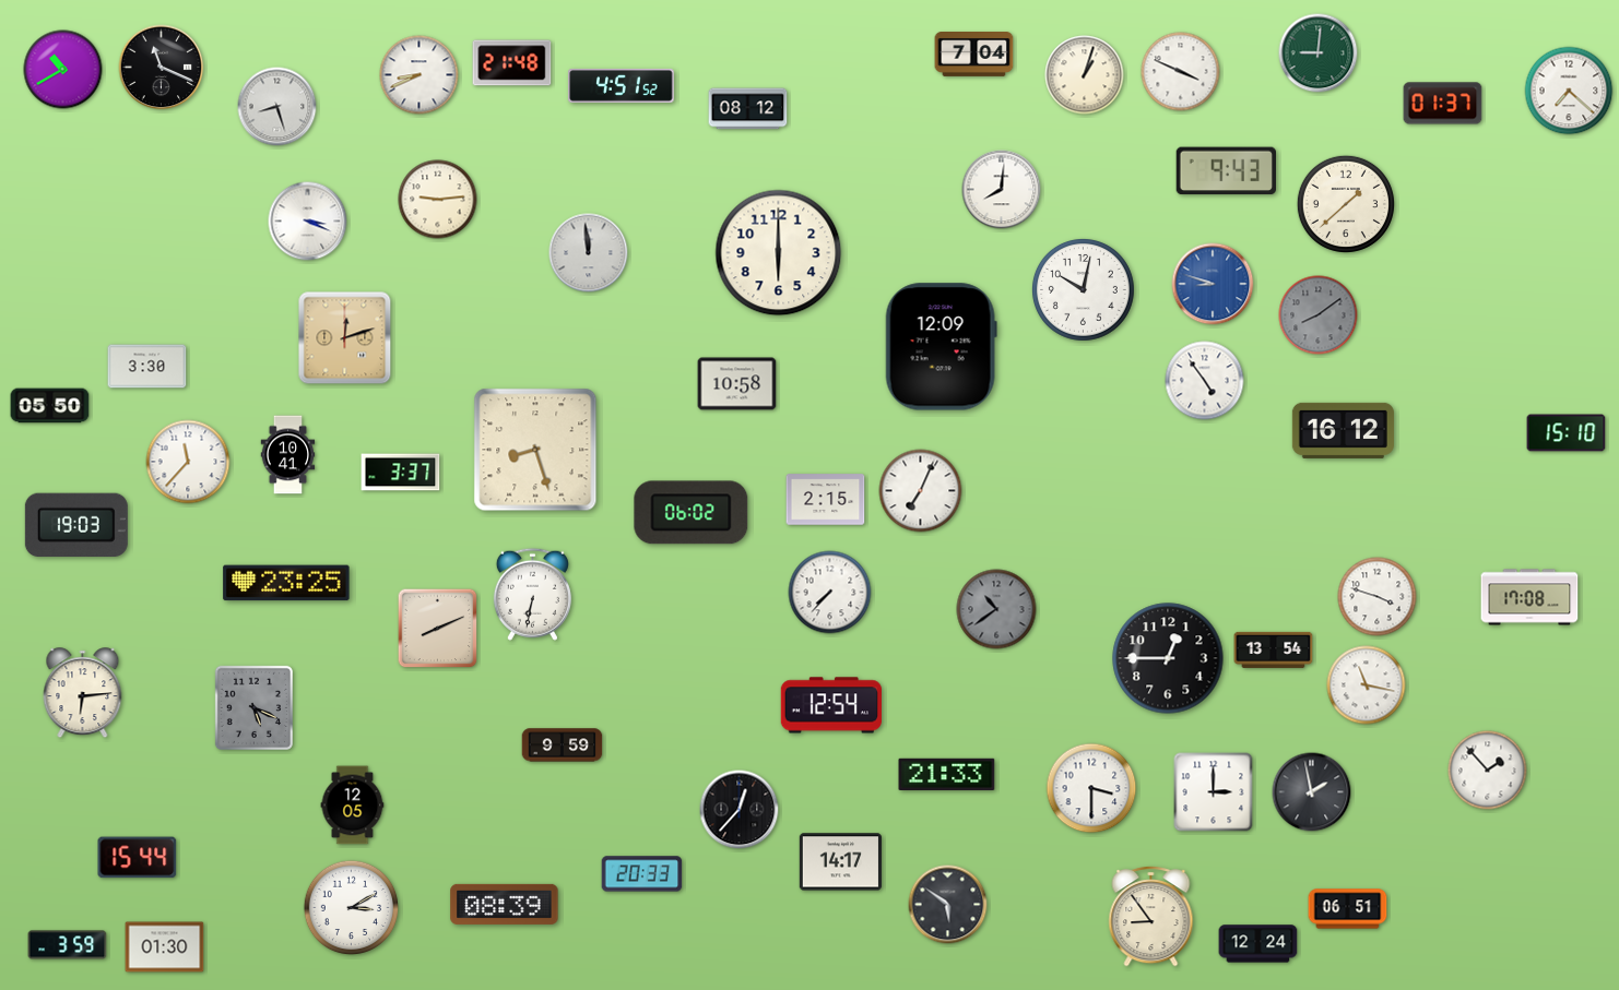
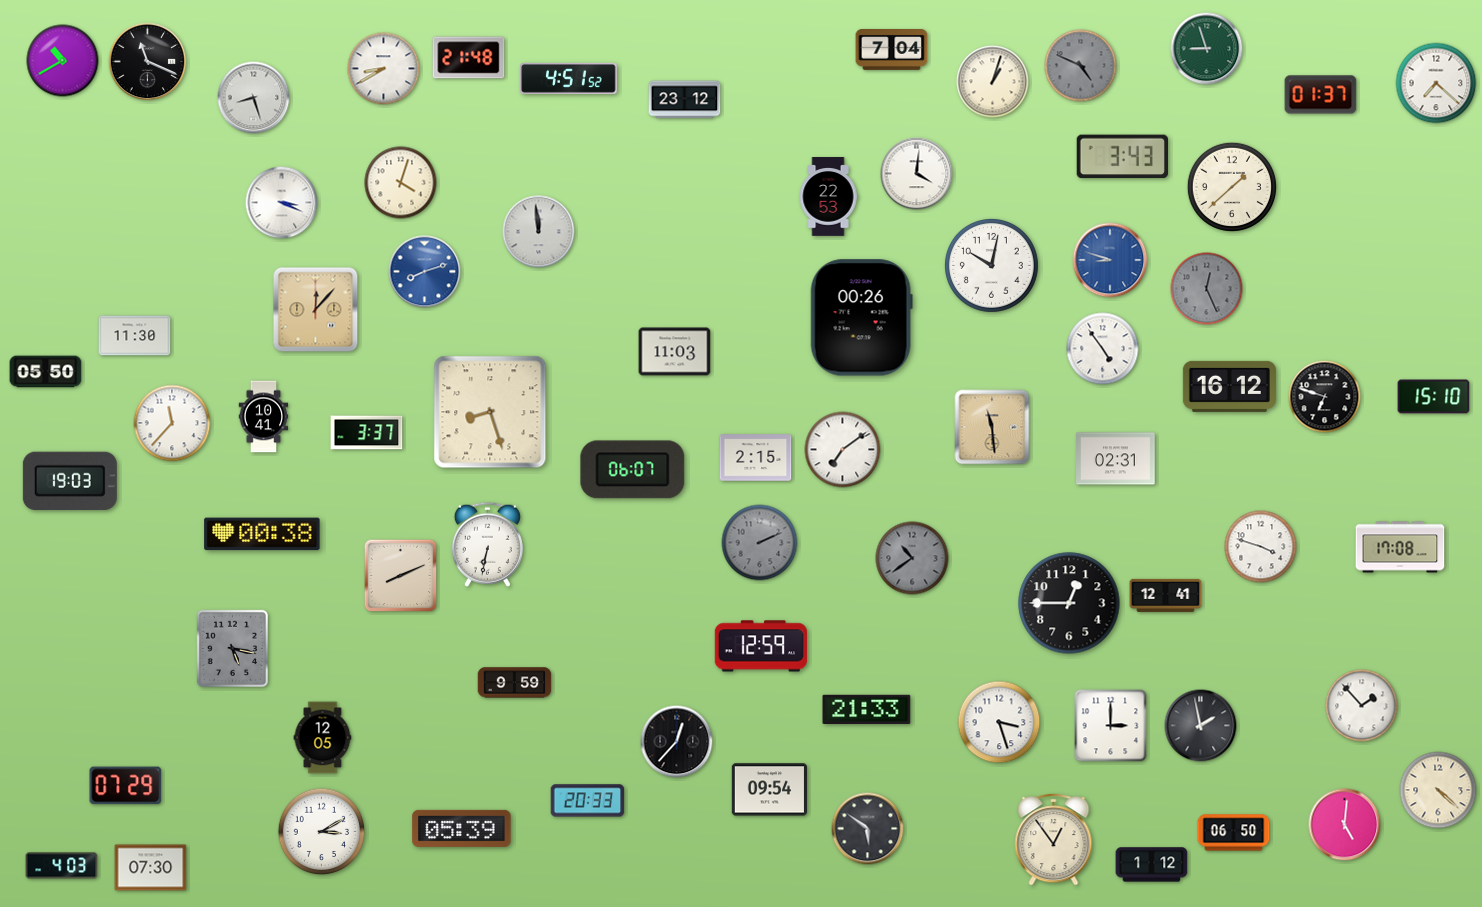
clock at (1319, 53): 9:01 -> 8:57
clock at (63, 70) position: (63, 70) -> (63, 61)
clock at (1181, 72): 3:49 -> 4:49
clock at (1181, 72) dial: white -> grey
clock at (419, 75): 8:41 -> 8:40
clock at (1085, 75) position: (1085, 75) -> (993, 82)
clock at (748, 109): 08:12 -> 23:12
clock at (1226, 171): 9:43 -> 3:43
clock at (1002, 190): 8:01 -> 4:01
clock at (438, 200): 9:14 -> 4:03
clock at (828, 197): none -> 22:53
clock at (779, 253): 6:00 -> none
clock at (425, 272): none -> 8:12
clock at (1319, 315): 8:09 -> 12:26
clock at (345, 338): 12:12 -> 12:07
clock at (941, 347): 12:09 -> 00:26
clock at (147, 367): 3:30 -> 11:30
clock at (737, 384): 10:58 -> 11:03
clock at (1343, 430) position: (1343, 430) -> (1229, 386)
clock at (1325, 397): none -> 6:48
clock at (992, 427): none -> 11:29
clock at (921, 491): 7:04 -> 7:09
clock at (1116, 459): none -> 02:31
clock at (692, 513): 06:02 -> 06:07
clock at (286, 583): 23:25 -> 00:38
clock at (830, 593): 7:37 -> 2:11
clock at (830, 593) dial: white -> grey
clock at (1274, 649): 13:54 -> 12:41
clock at (1367, 685): 11:17 -> none
clock at (83, 693): 6:14 -> none
clock at (831, 705): 12:54 -> 12:59
clock at (253, 707): 5:19 -> 5:17
clock at (1091, 788): 3:30 -> 3:27
clock at (138, 858): 15:44 -> 07:29
clock at (840, 862): 14:17 -> 09:54
clock at (1438, 790): none -> 4:22
clock at (1345, 825): none -> 5:01
clock at (505, 904): 08:39 -> 05:39
clock at (1348, 909): 06:51 -> 06:50
clock at (1151, 917): 8:54 -> 12:54
clock at (1258, 944): 12:24 -> 1:12
clock at (68, 945): 3:59 -> 4:03
clock at (165, 947): 01:30 -> 07:30
